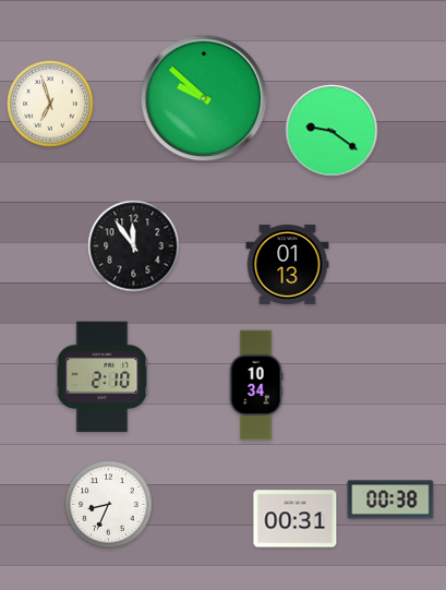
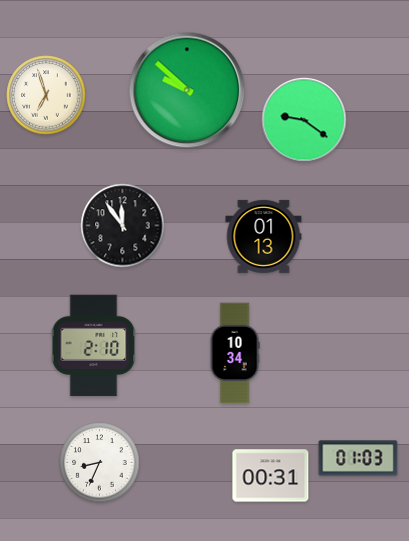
clock at (288, 264) position: (288, 264) -> (264, 236)
clock at (390, 499): 00:38 -> 01:03
